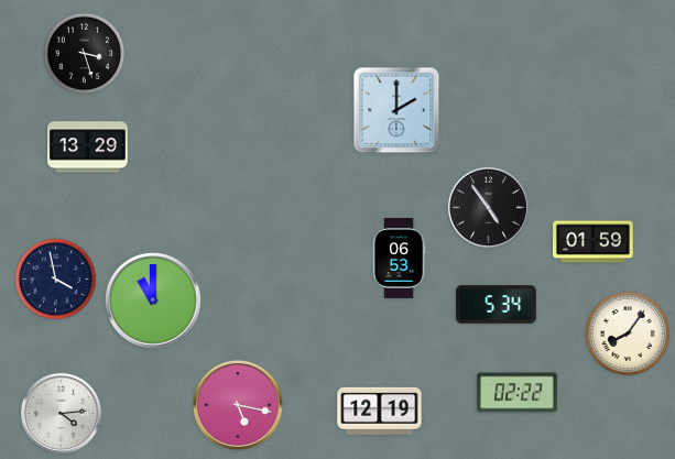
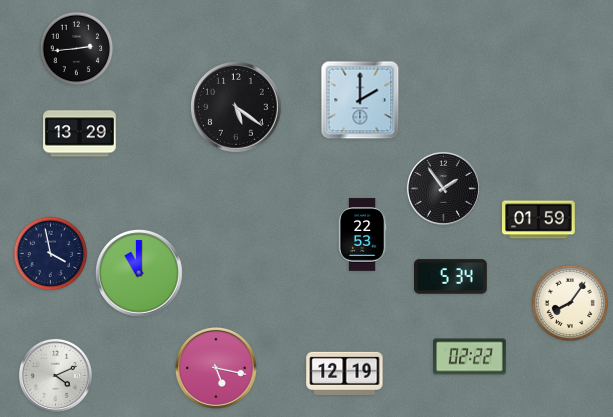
clock at (85, 54): 3:27 -> 2:44
clock at (236, 107): none -> 5:21
clock at (488, 207): 4:54 -> 1:54
clock at (399, 259): 06:53 -> 22:53
clock at (61, 413): 4:14 -> 4:11
